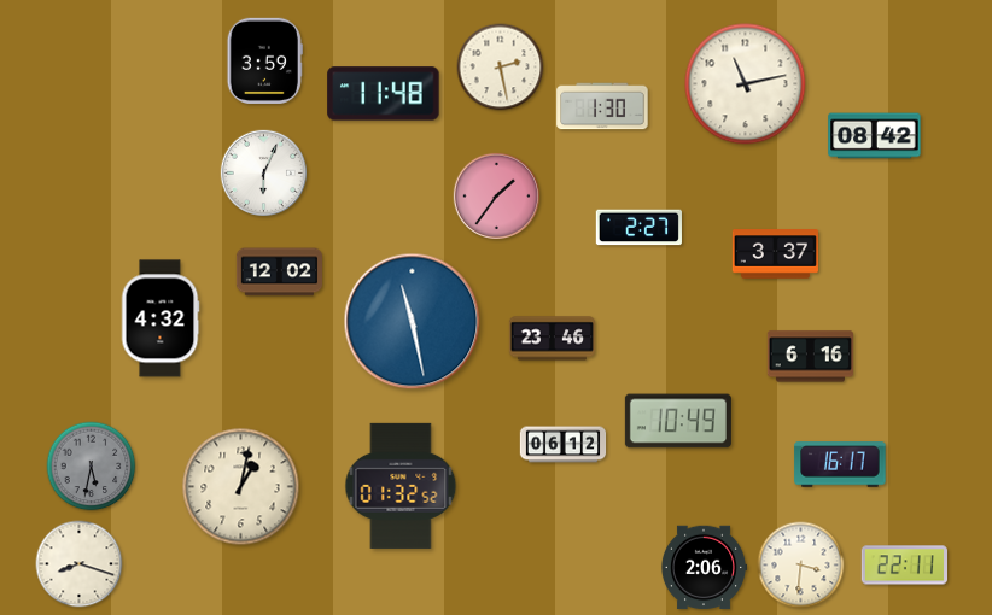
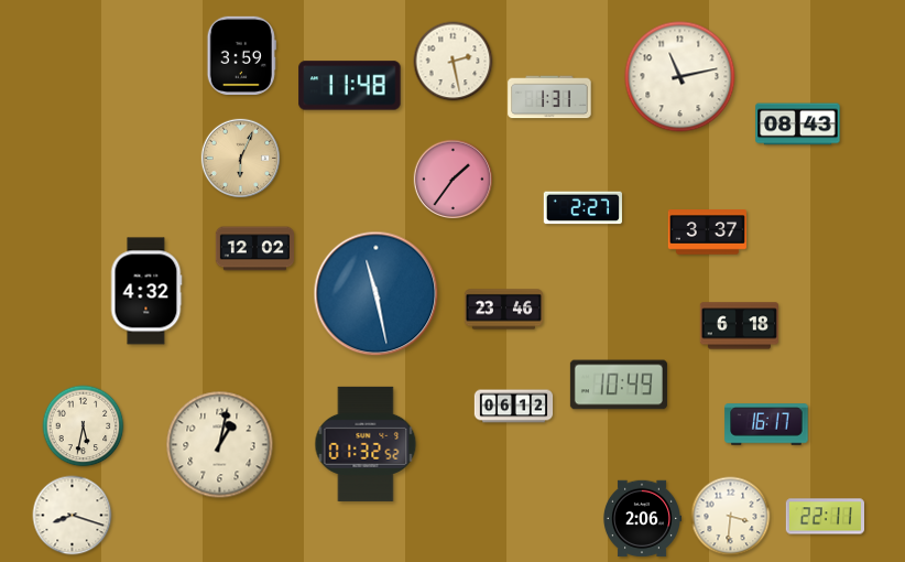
clock at (501, 68) position: (501, 68) -> (454, 62)
clock at (602, 106): 1:30 -> 1:31
clock at (875, 136): 08:42 -> 08:43
clock at (264, 174) dial: white -> champagne
clock at (810, 357): 6:16 -> 6:18
clock at (92, 467) dial: grey -> cream
